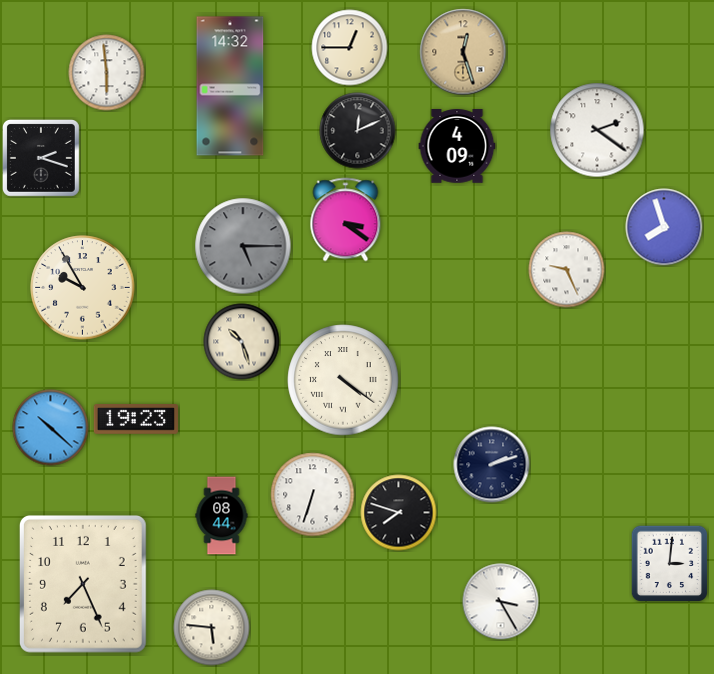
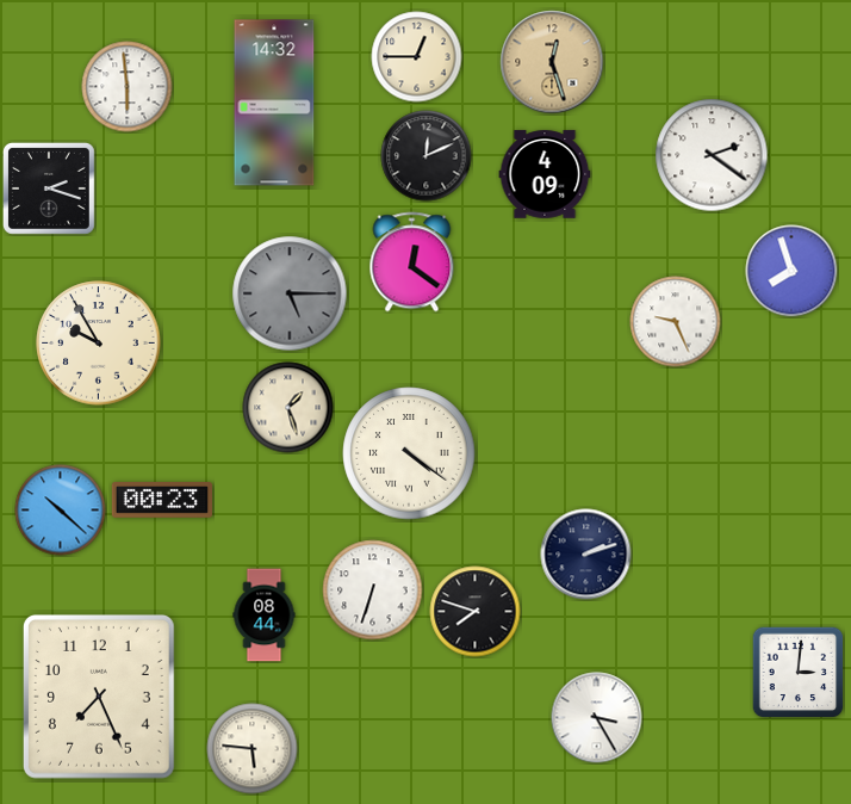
clock at (346, 220): 3:21 -> 12:21
clock at (242, 342): 10:27 -> 1:27
clock at (135, 420): 19:23 -> 00:23
